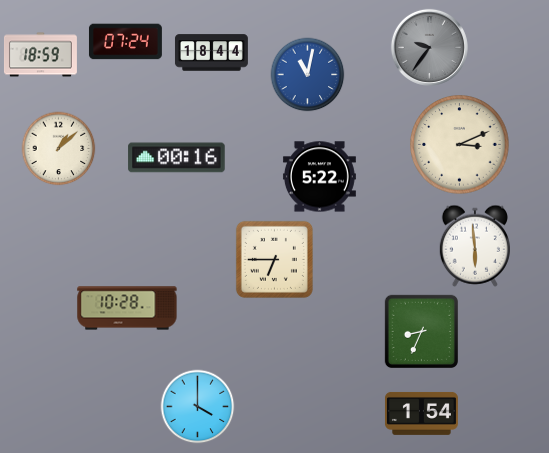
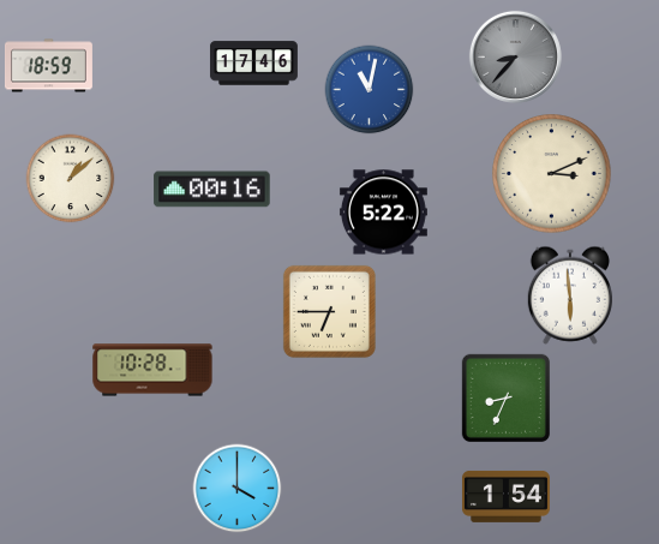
clock at (125, 42): 07:24 -> none
clock at (429, 47): 9:36 -> 8:37
clock at (211, 53): 18:44 -> 17:46
